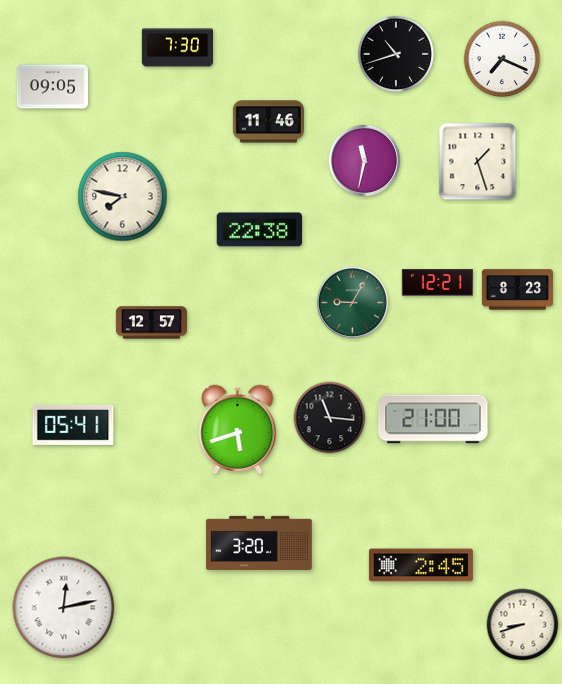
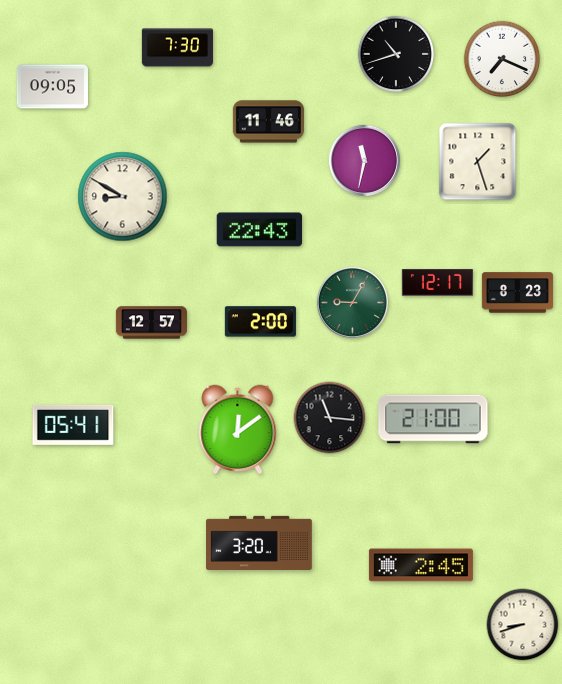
clock at (123, 197): 7:47 -> 8:50
clock at (260, 230): 22:38 -> 22:43
clock at (437, 283): 12:21 -> 12:17
clock at (517, 290) position: (517, 290) -> (517, 293)
clock at (260, 322): none -> 2:00
clock at (238, 430): 5:42 -> 12:09
clock at (64, 608): 12:13 -> none
